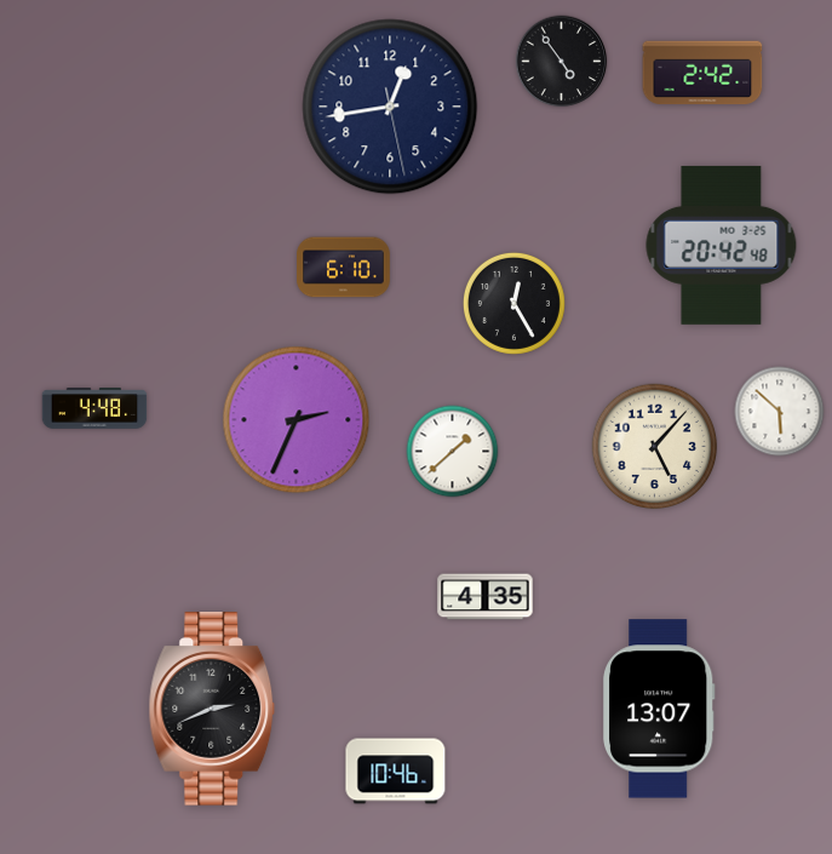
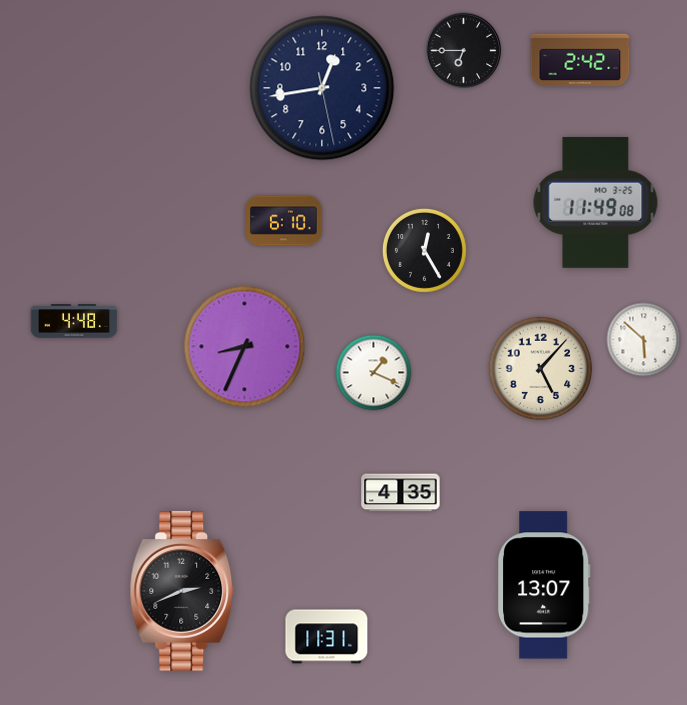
clock at (562, 62): 4:54 -> 6:45
clock at (722, 245): 20:42 -> 11:49
clock at (94, 408) position: (94, 408) -> (74, 321)
clock at (297, 420): 2:34 -> 8:34
clock at (453, 452): 1:38 -> 1:19
clock at (212, 709) position: (212, 709) -> (182, 591)
clock at (396, 772): 10:46 -> 11:31
